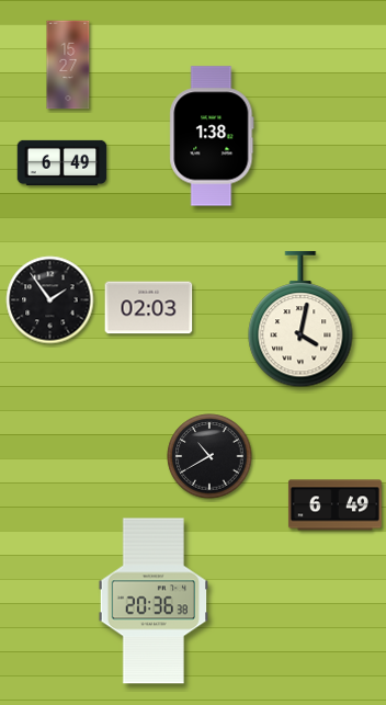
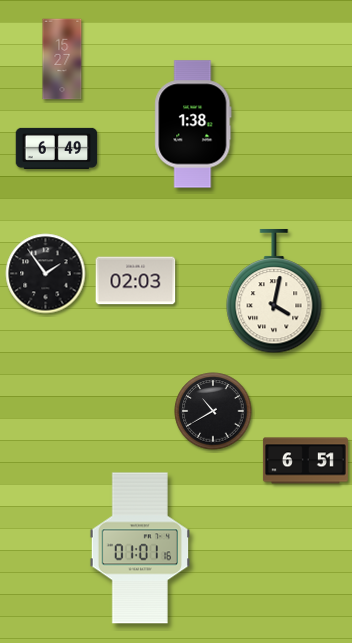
clock at (209, 456) position: (209, 456) -> (213, 411)
clock at (334, 505): 6:49 -> 6:51
clock at (152, 601): 20:36 -> 01:01
